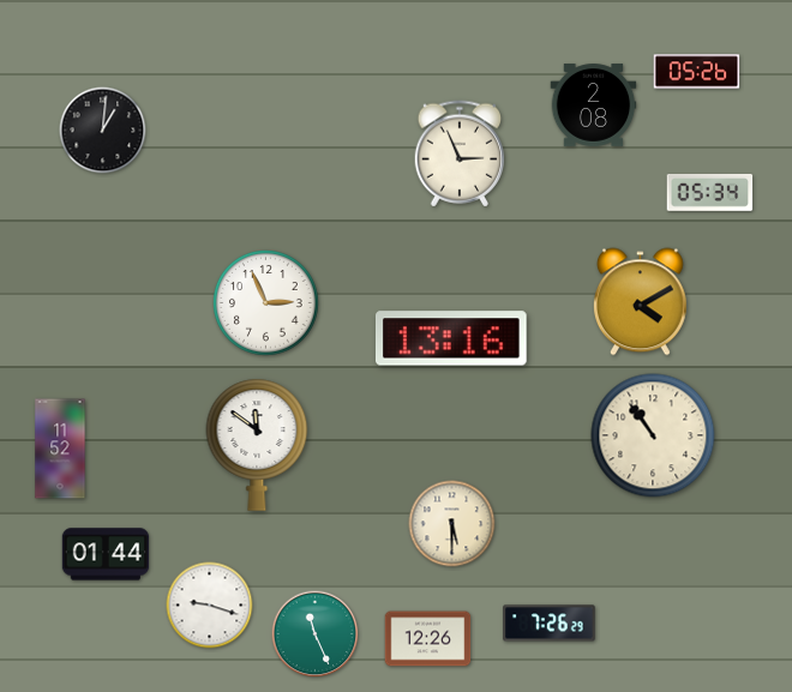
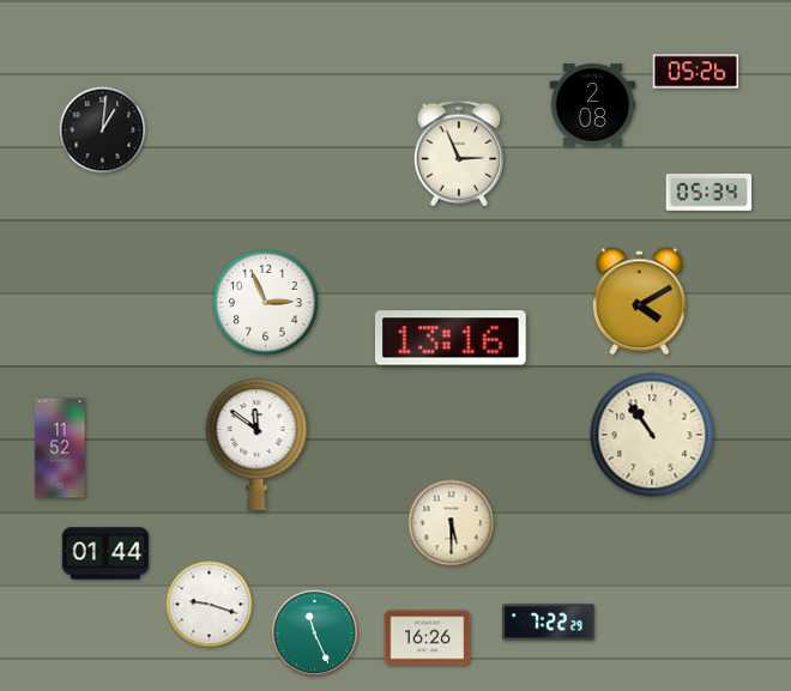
clock at (550, 624): 7:26 -> 7:22
clock at (428, 639): 12:26 -> 16:26
